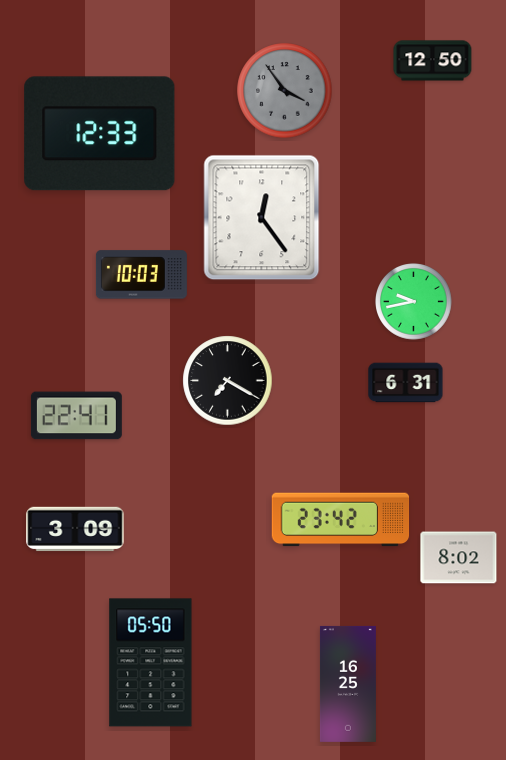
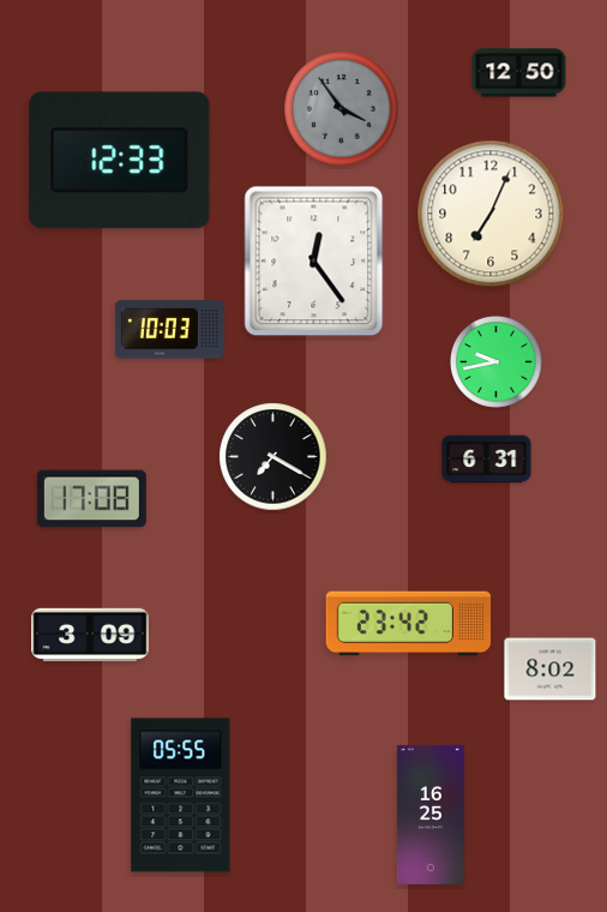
clock at (491, 214): none -> 7:04
clock at (76, 416): 22:41 -> 17:08
clock at (151, 663): 05:50 -> 05:55
clock at (348, 684) position: (348, 684) -> (431, 815)
